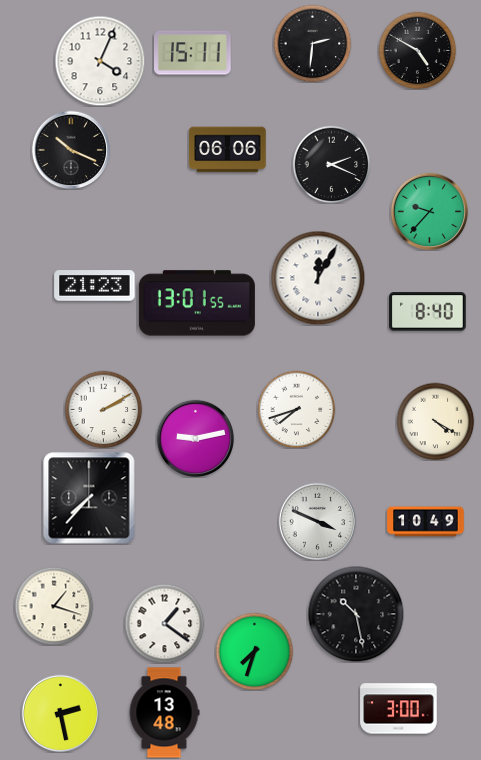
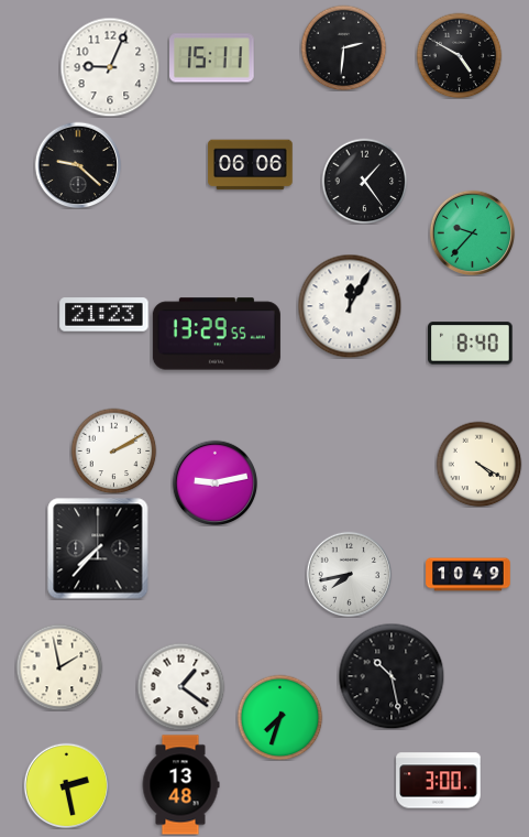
clock at (100, 61): 4:04 -> 9:04
clock at (71, 150): 10:19 -> 9:22
clock at (331, 164): 2:19 -> 1:24
clock at (197, 303): 13:01 -> 13:29
clock at (296, 409): 7:42 -> none
clock at (317, 521): 3:49 -> 7:43
clock at (54, 606): 1:18 -> 1:58
